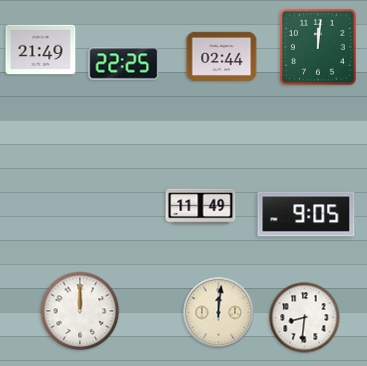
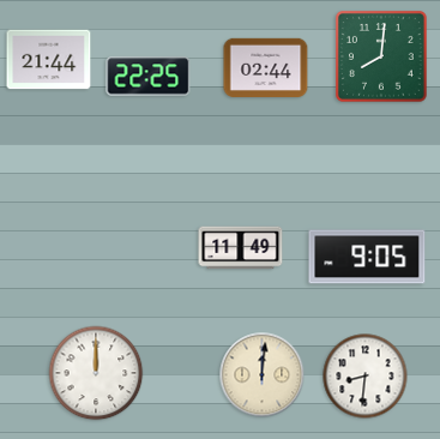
clock at (318, 47): 12:01 -> 8:01
clock at (41, 50): 21:49 -> 21:44
clock at (305, 318) position: (305, 318) -> (366, 377)
